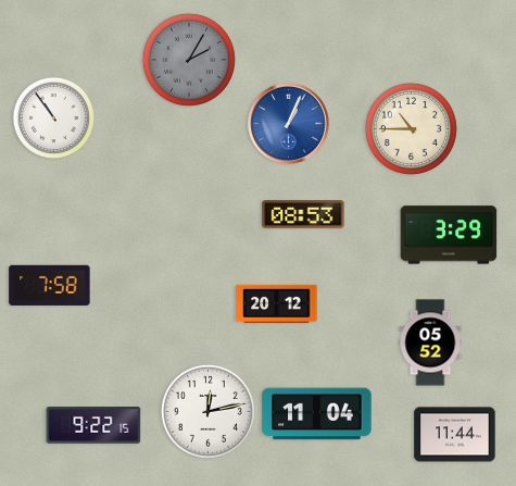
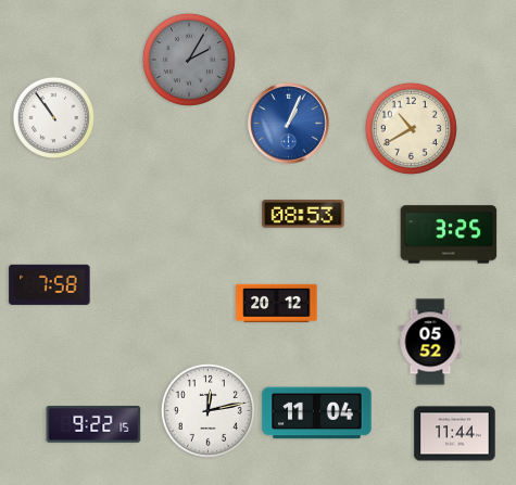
clock at (411, 128): 10:45 -> 10:40
clock at (449, 235): 3:29 -> 3:25
